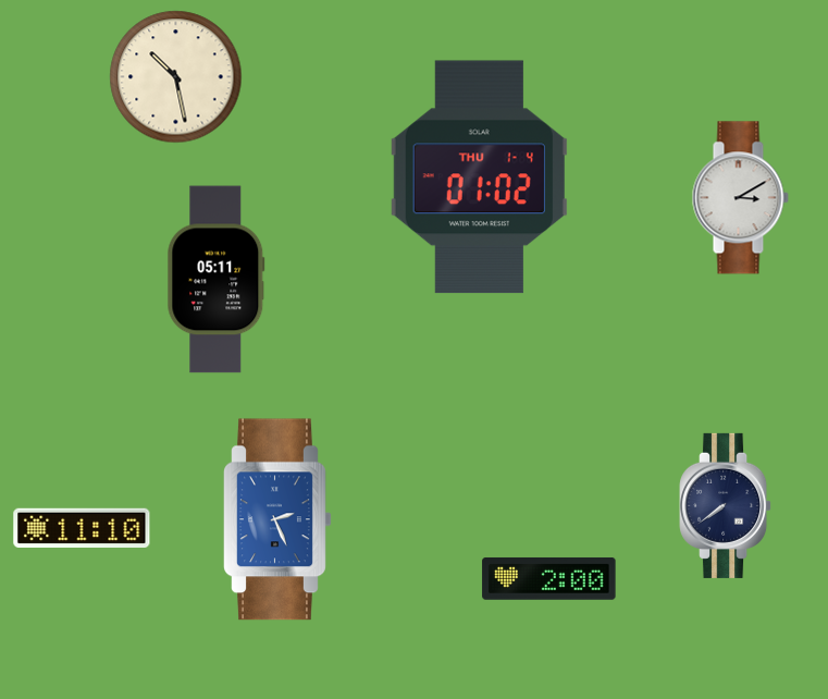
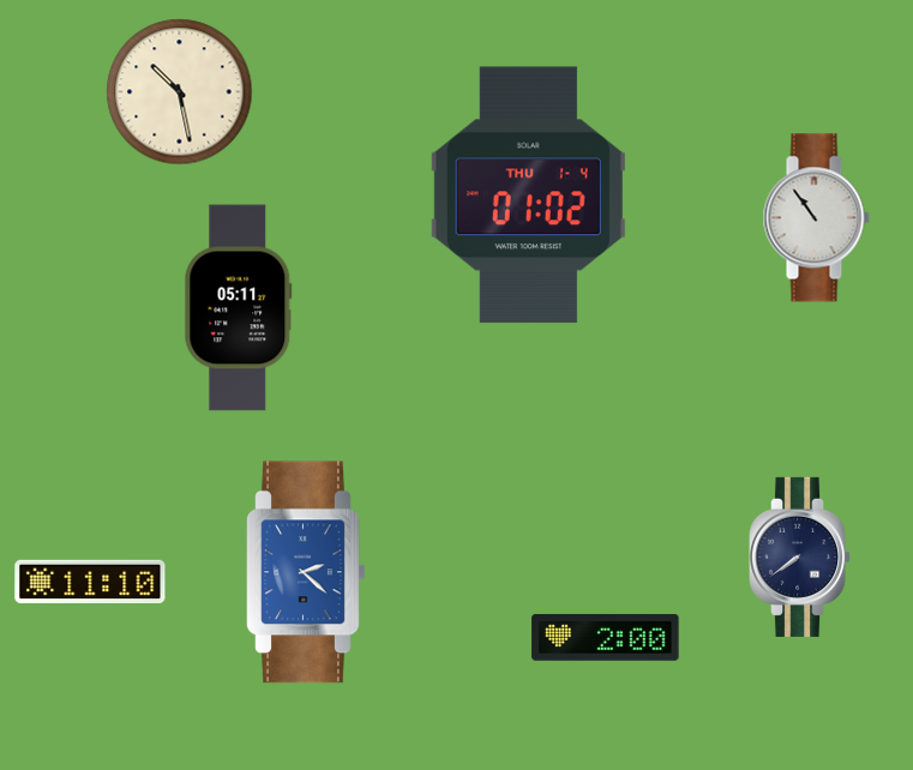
clock at (176, 77) position: (176, 77) -> (180, 92)
clock at (740, 198): 3:10 -> 10:54
clock at (277, 519): 2:26 -> 2:22
